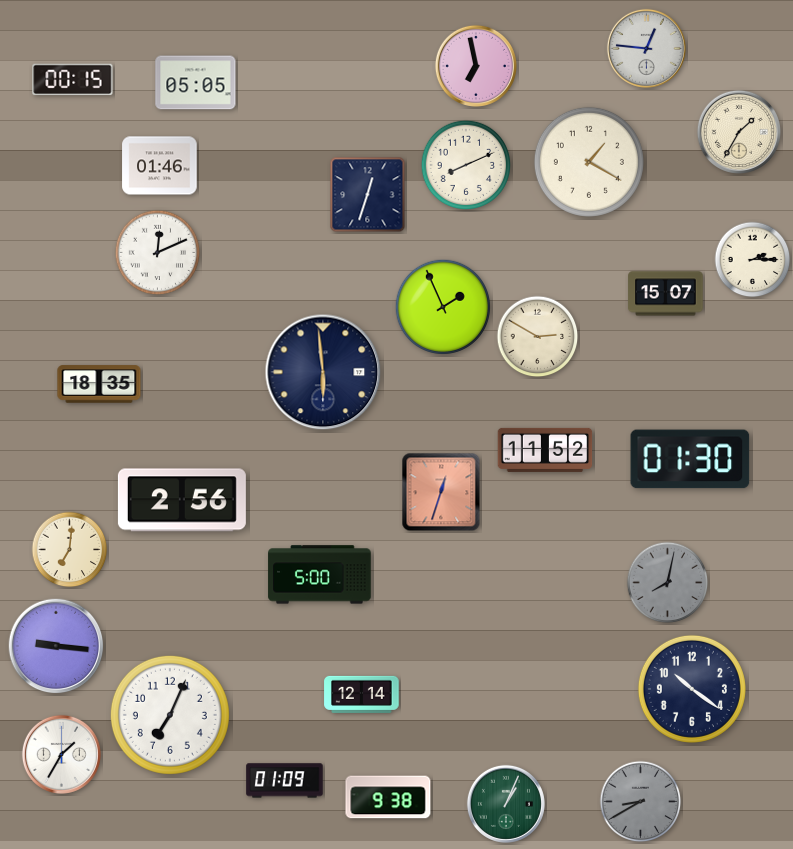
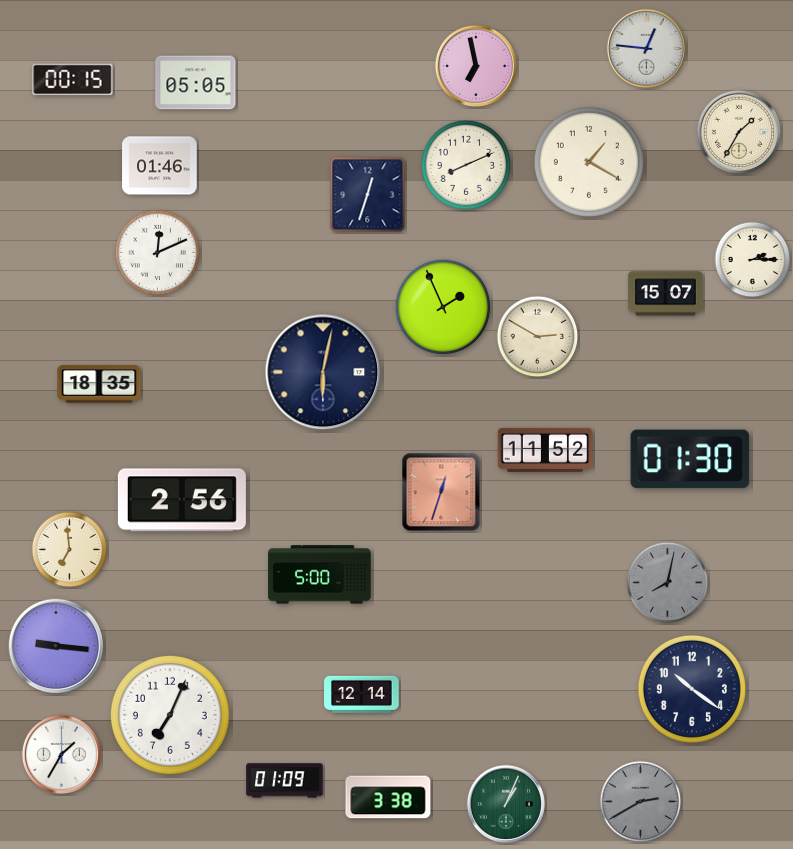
clock at (323, 372): 5:59 -> 6:02
clock at (70, 550): 7:01 -> 6:59
clock at (388, 797): 9:38 -> 3:38
clock at (641, 802): 8:40 -> 2:40
